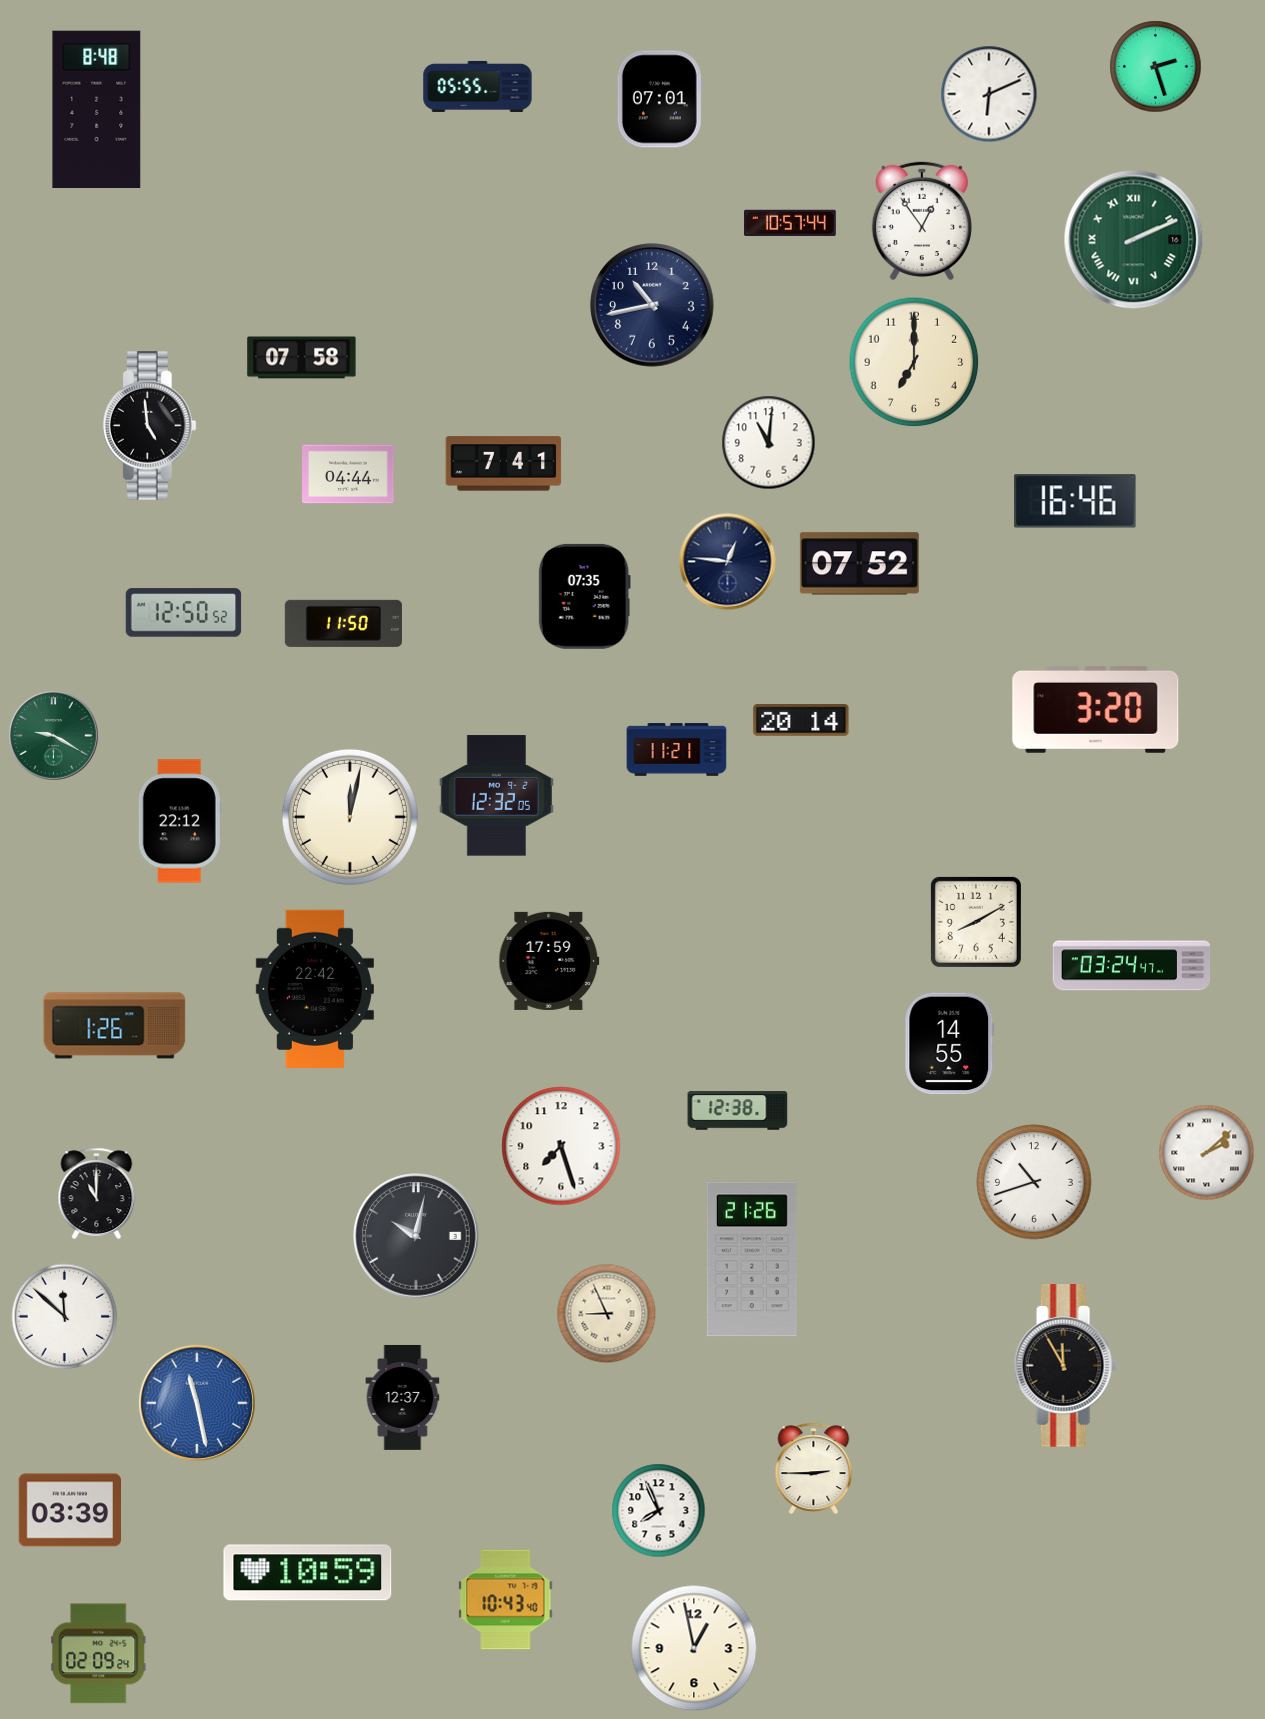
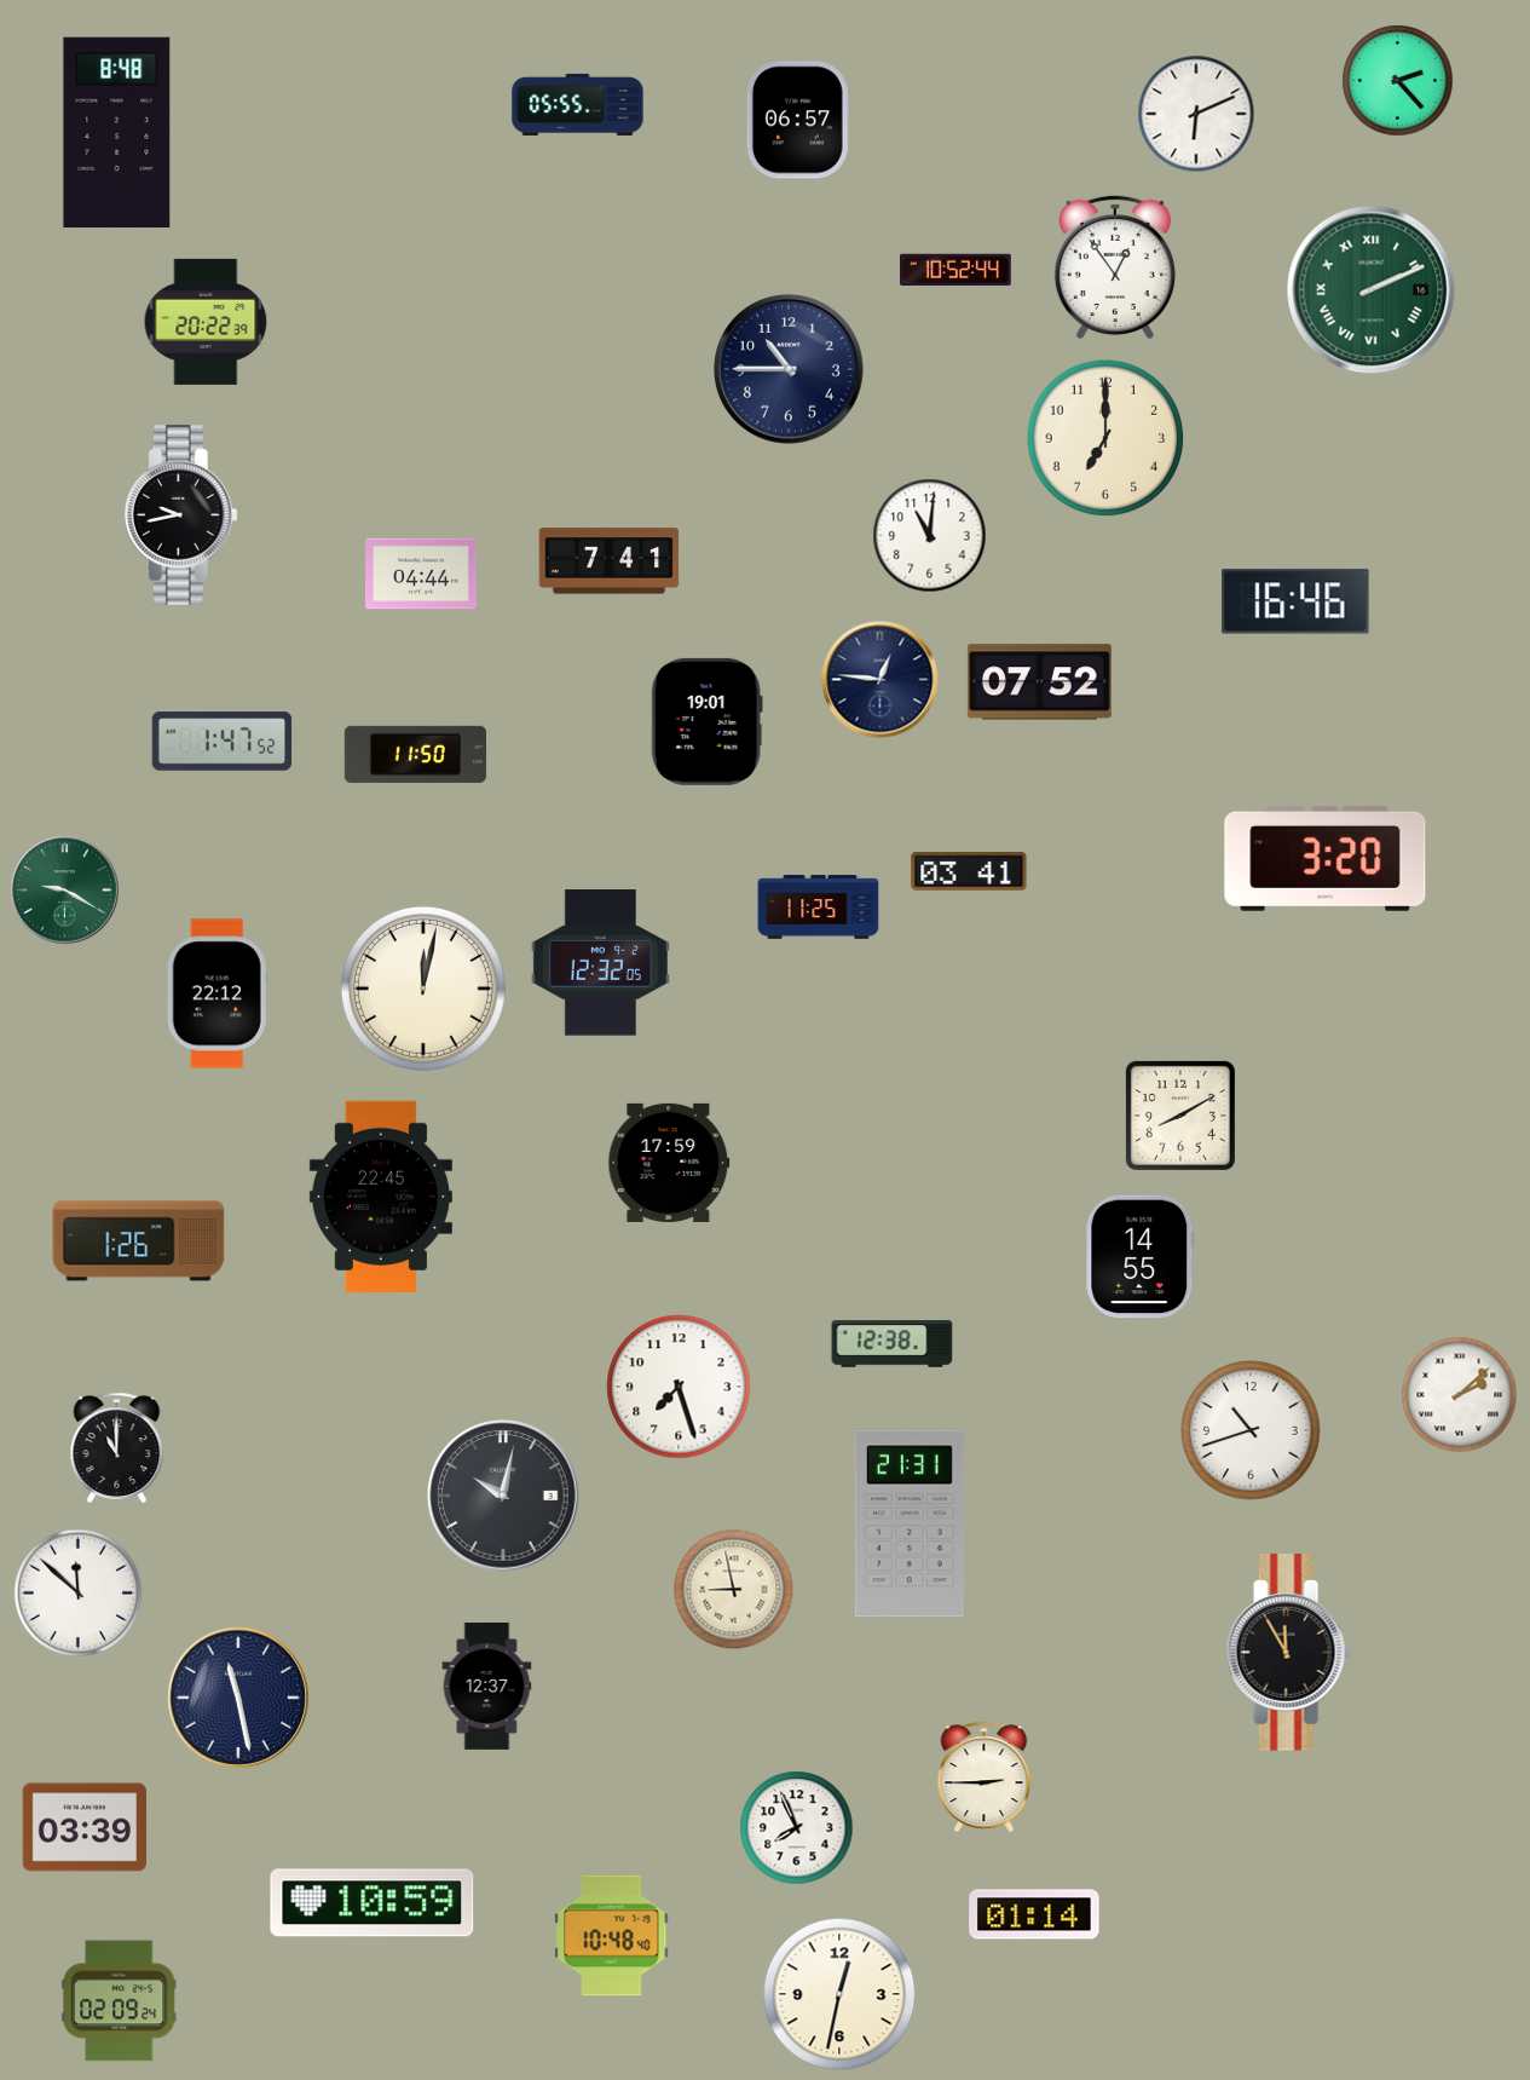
clock at (1156, 67): 2:27 -> 2:23
clock at (660, 99): 07:01 -> 06:57
clock at (791, 223): 10:57 -> 10:52
clock at (206, 322): none -> 20:22
clock at (652, 305): 10:43 -> 10:45
clock at (302, 358): 07:58 -> none
clock at (149, 426): 4:59 -> 9:43
clock at (1075, 501) position: (1075, 501) -> (1295, 601)
clock at (584, 596): 07:35 -> 19:01
clock at (184, 613): 12:50 -> 1:47
clock at (801, 721): 20:14 -> 03:41
clock at (677, 750): 11:21 -> 11:25
clock at (549, 961) position: (549, 961) -> (669, 1163)
clock at (1132, 966): 03:24 -> none
clock at (315, 989): 22:42 -> 22:45
clock at (950, 1044) position: (950, 1044) -> (1141, 1257)
clock at (97, 1194) position: (97, 1194) -> (117, 1448)
clock at (752, 1259): 21:26 -> 21:31
clock at (607, 1314): 8:56 -> 8:58
clock at (403, 1397) position: (403, 1397) -> (487, 1686)
clock at (197, 1403) dial: blue -> navy
clock at (1034, 1914): none -> 01:14
clock at (506, 1600): 10:43 -> 10:48
clock at (694, 1648): 12:58 -> 12:32
